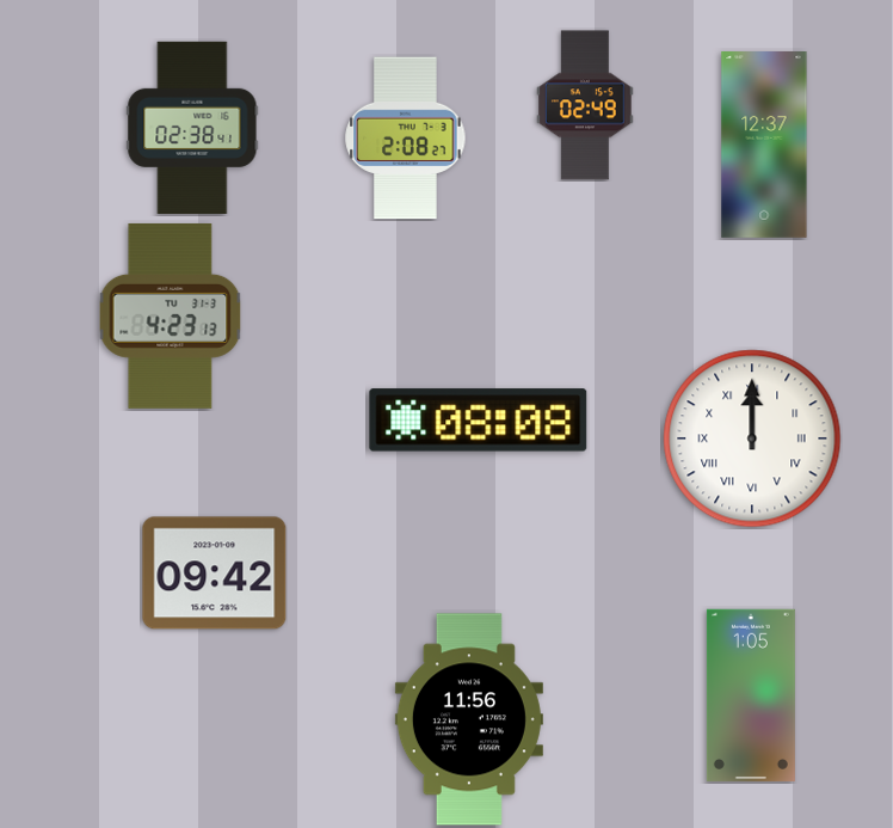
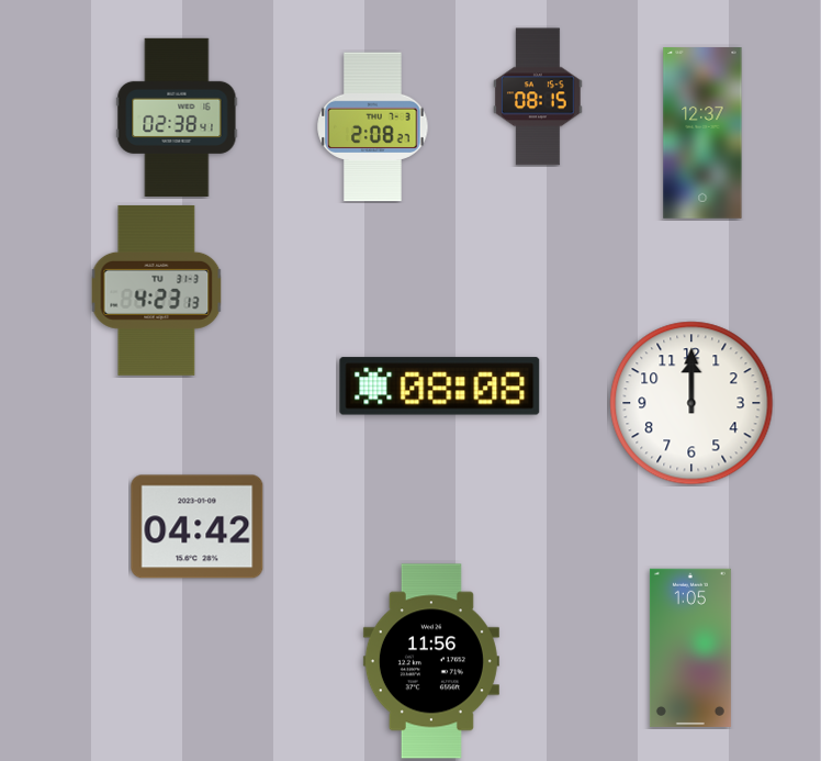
clock at (585, 105): 02:49 -> 08:15
clock at (752, 438) numerals: Roman -> Arabic
clock at (215, 574): 09:42 -> 04:42
clock at (751, 695) position: (751, 695) -> (690, 648)
